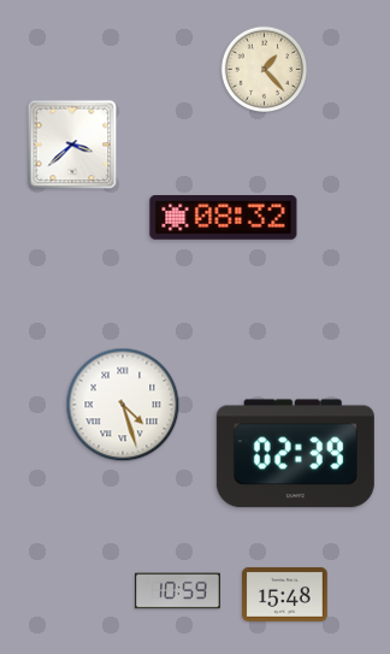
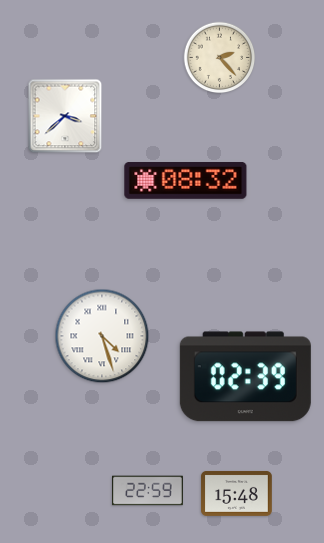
clock at (265, 70): 1:23 -> 2:23
clock at (72, 145) position: (72, 145) -> (65, 116)
clock at (178, 591): 10:59 -> 22:59
